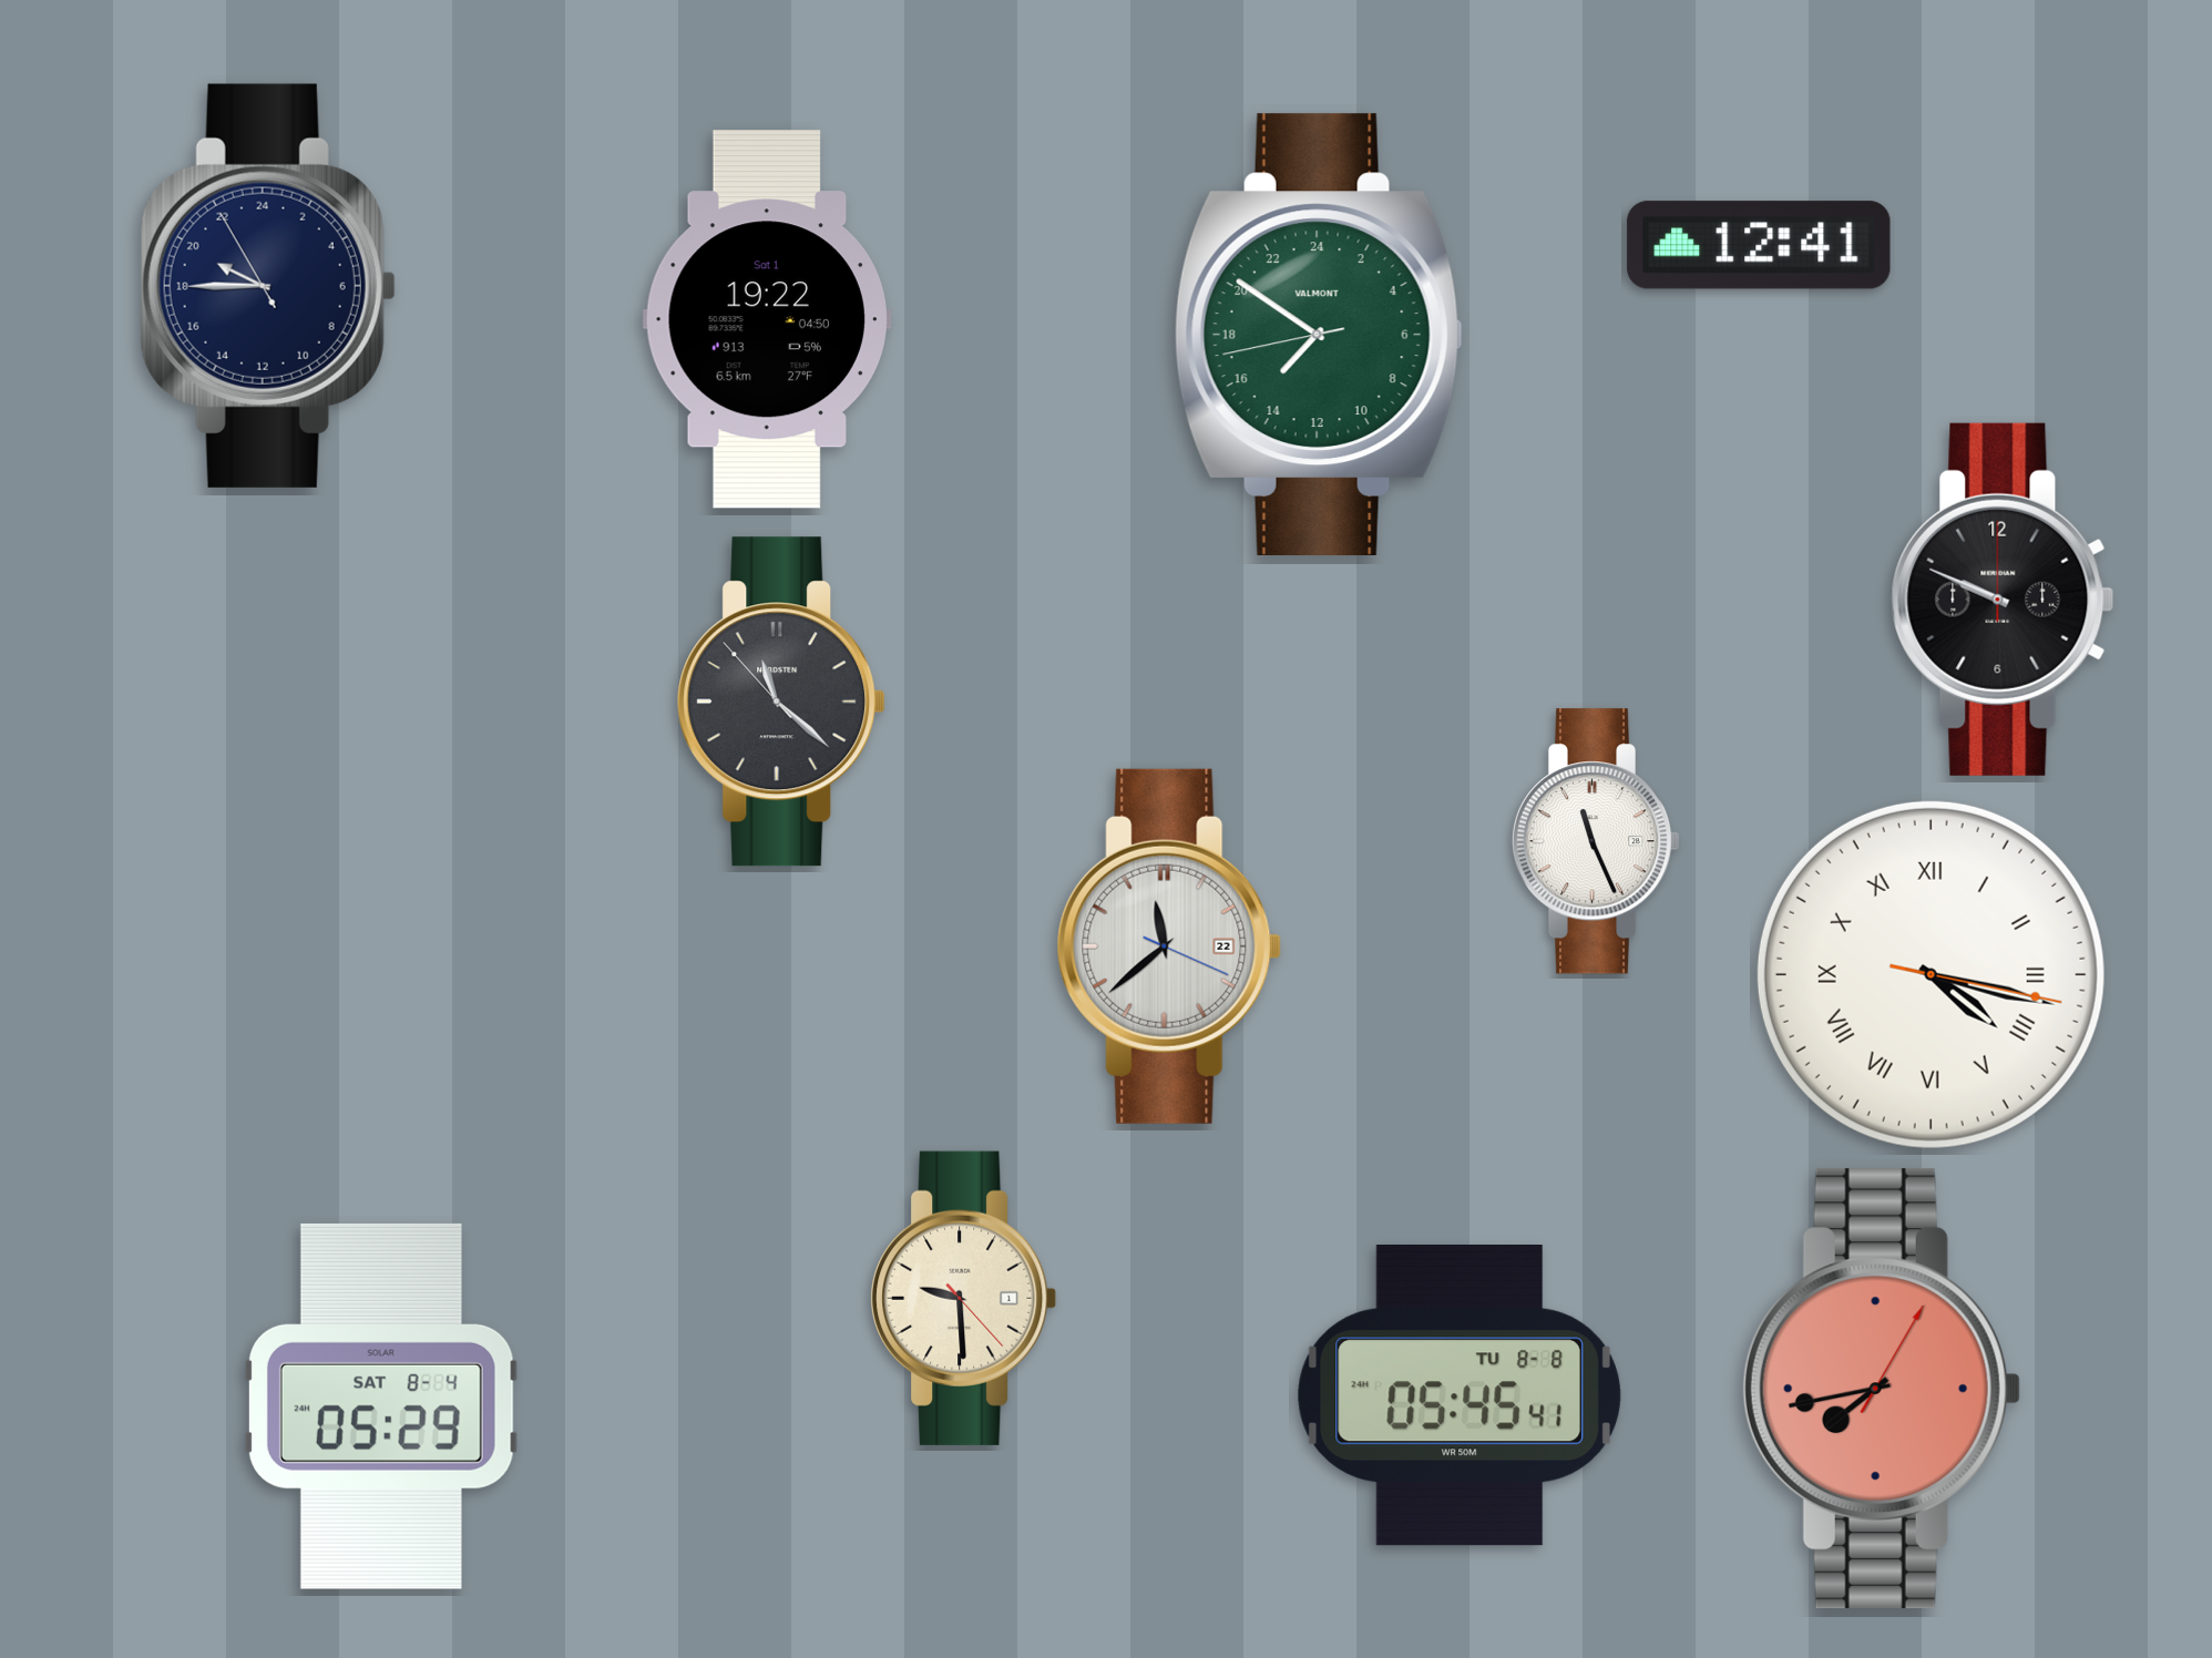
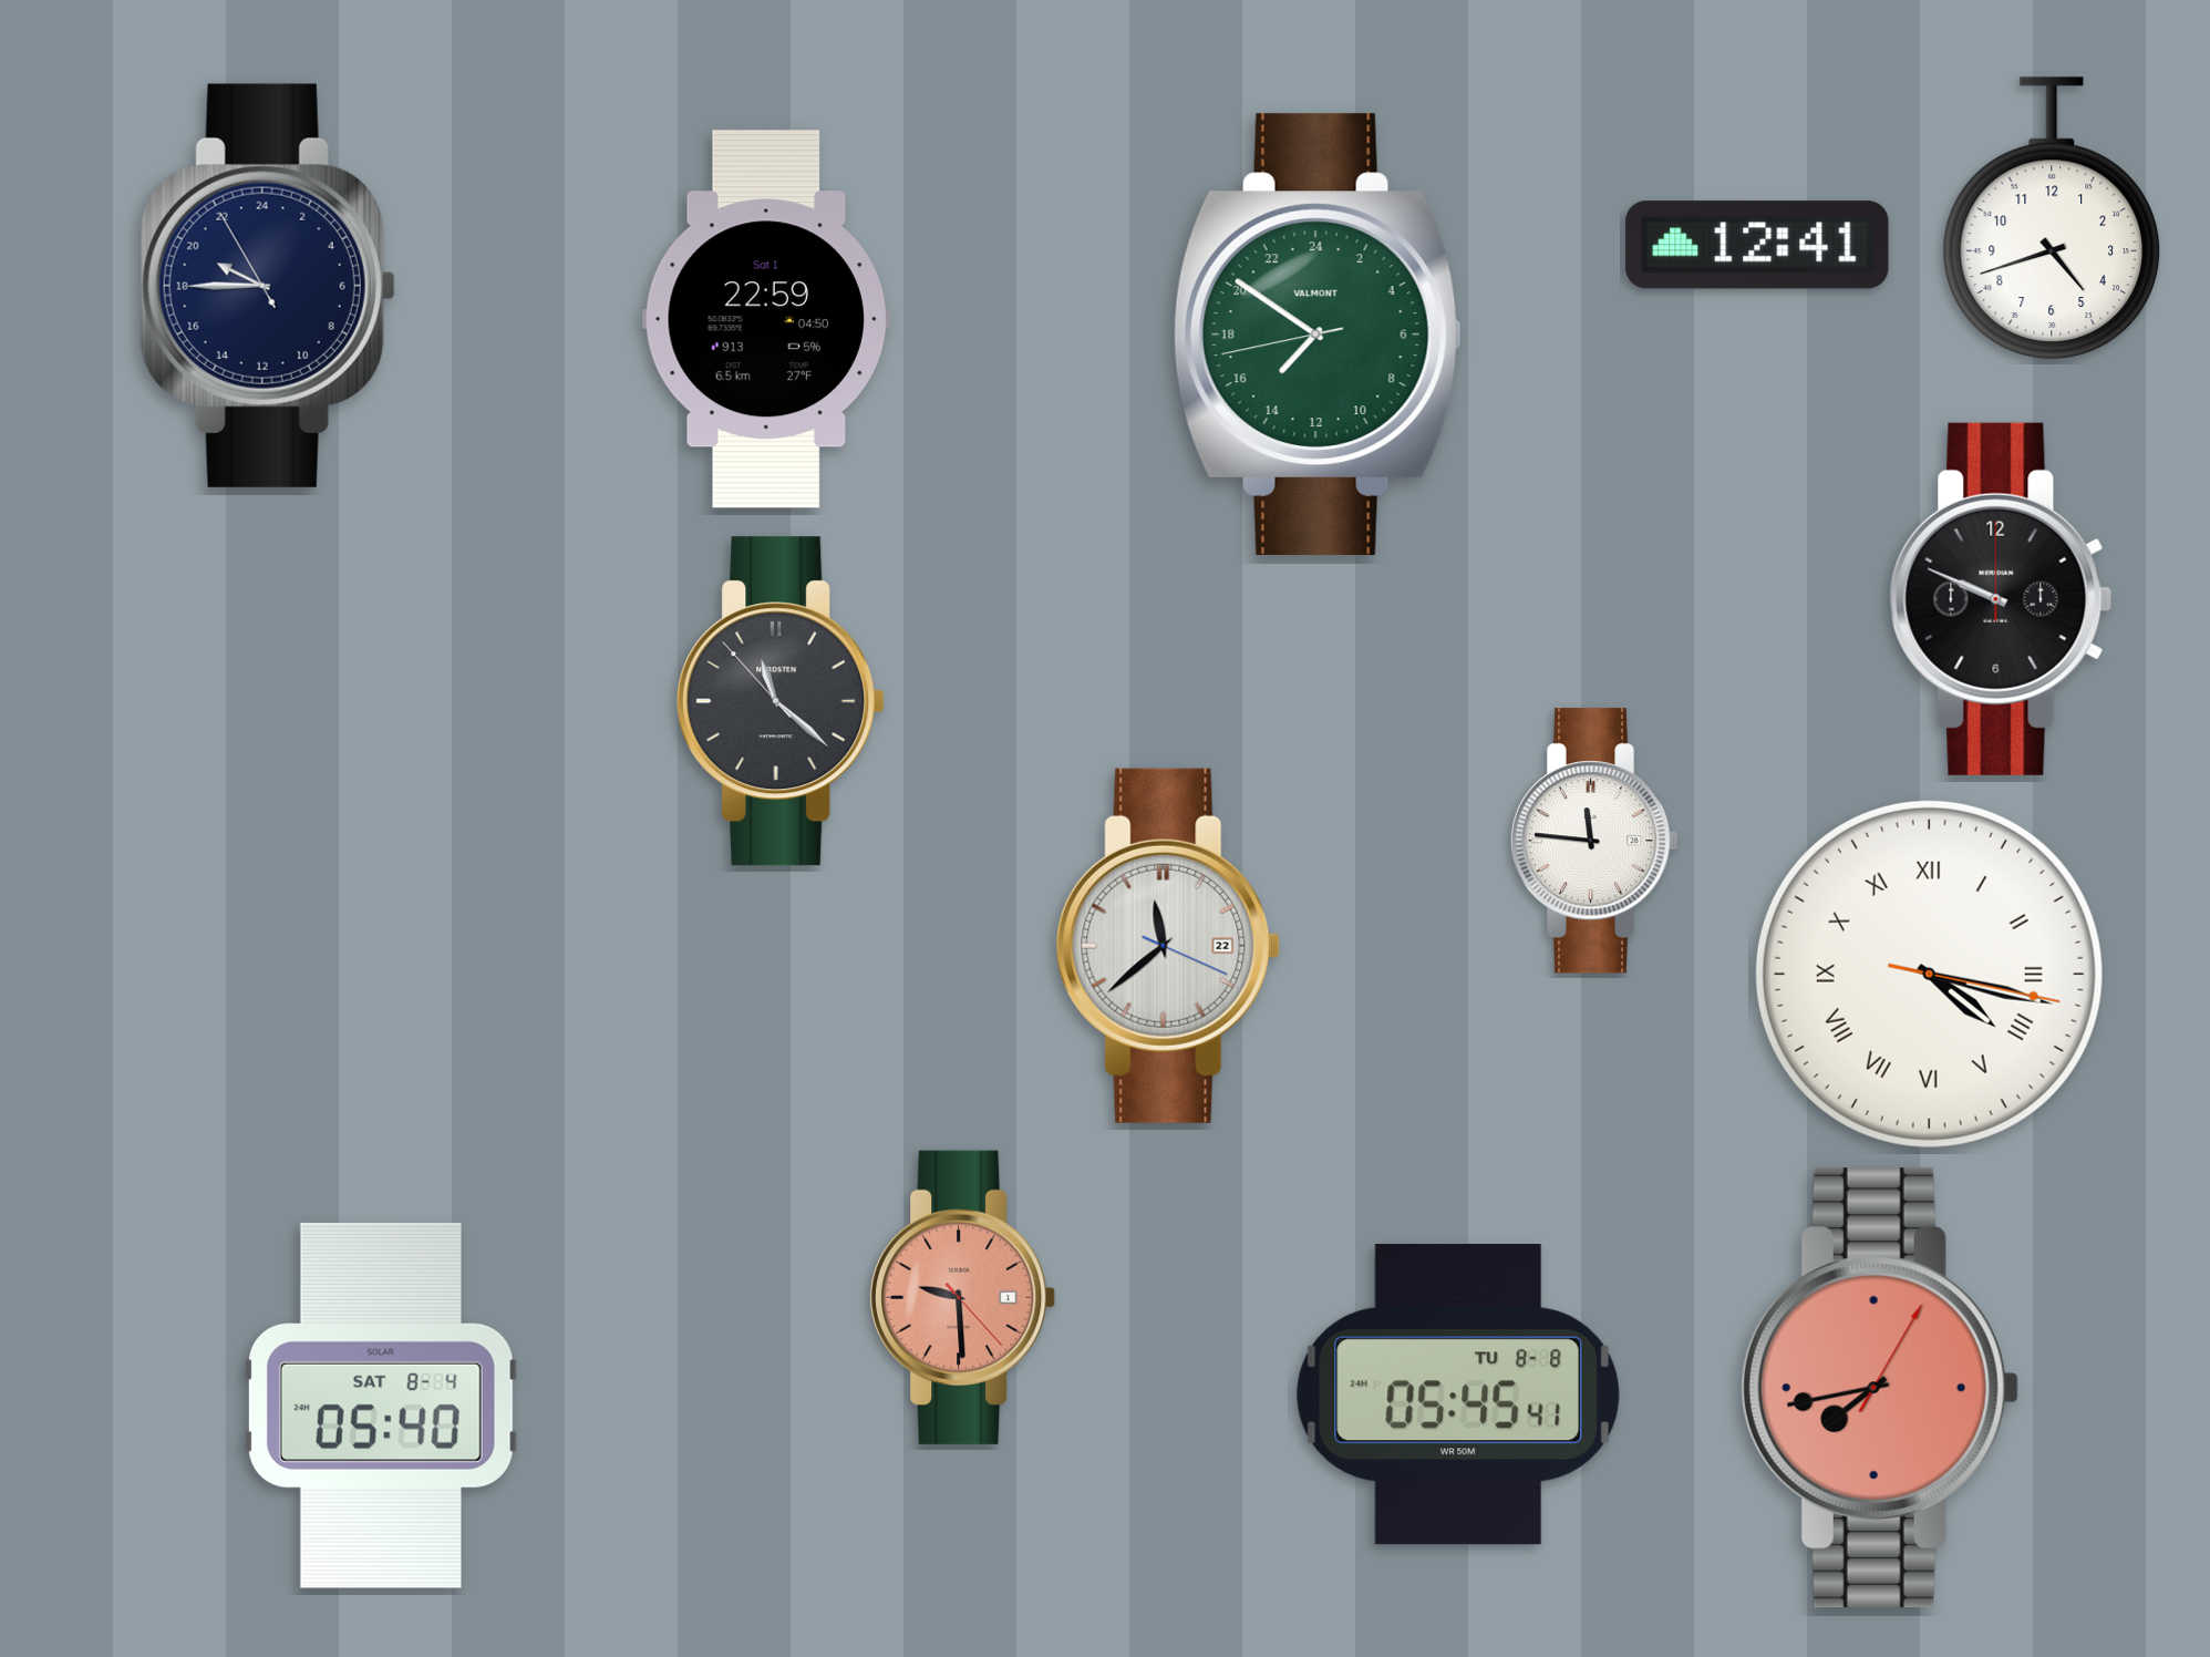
clock at (2052, 218): none -> 4:42
clock at (766, 319): 19:22 -> 22:59
clock at (1596, 841): 11:26 -> 11:46
clock at (964, 1298) dial: cream -> salmon
clock at (381, 1406): 05:29 -> 05:40
